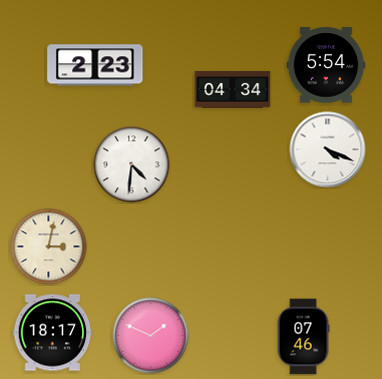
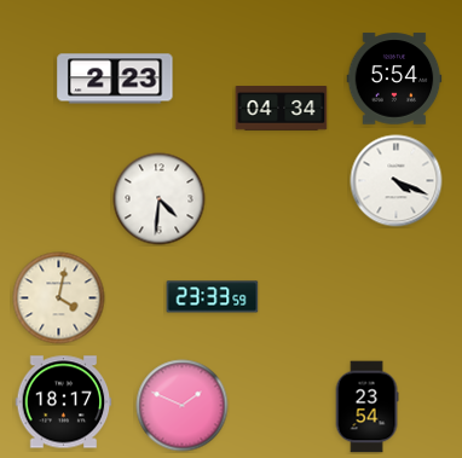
clock at (213, 297): none -> 23:33
clock at (49, 247): 3:02 -> 4:02
clock at (303, 337): 07:46 -> 23:54
